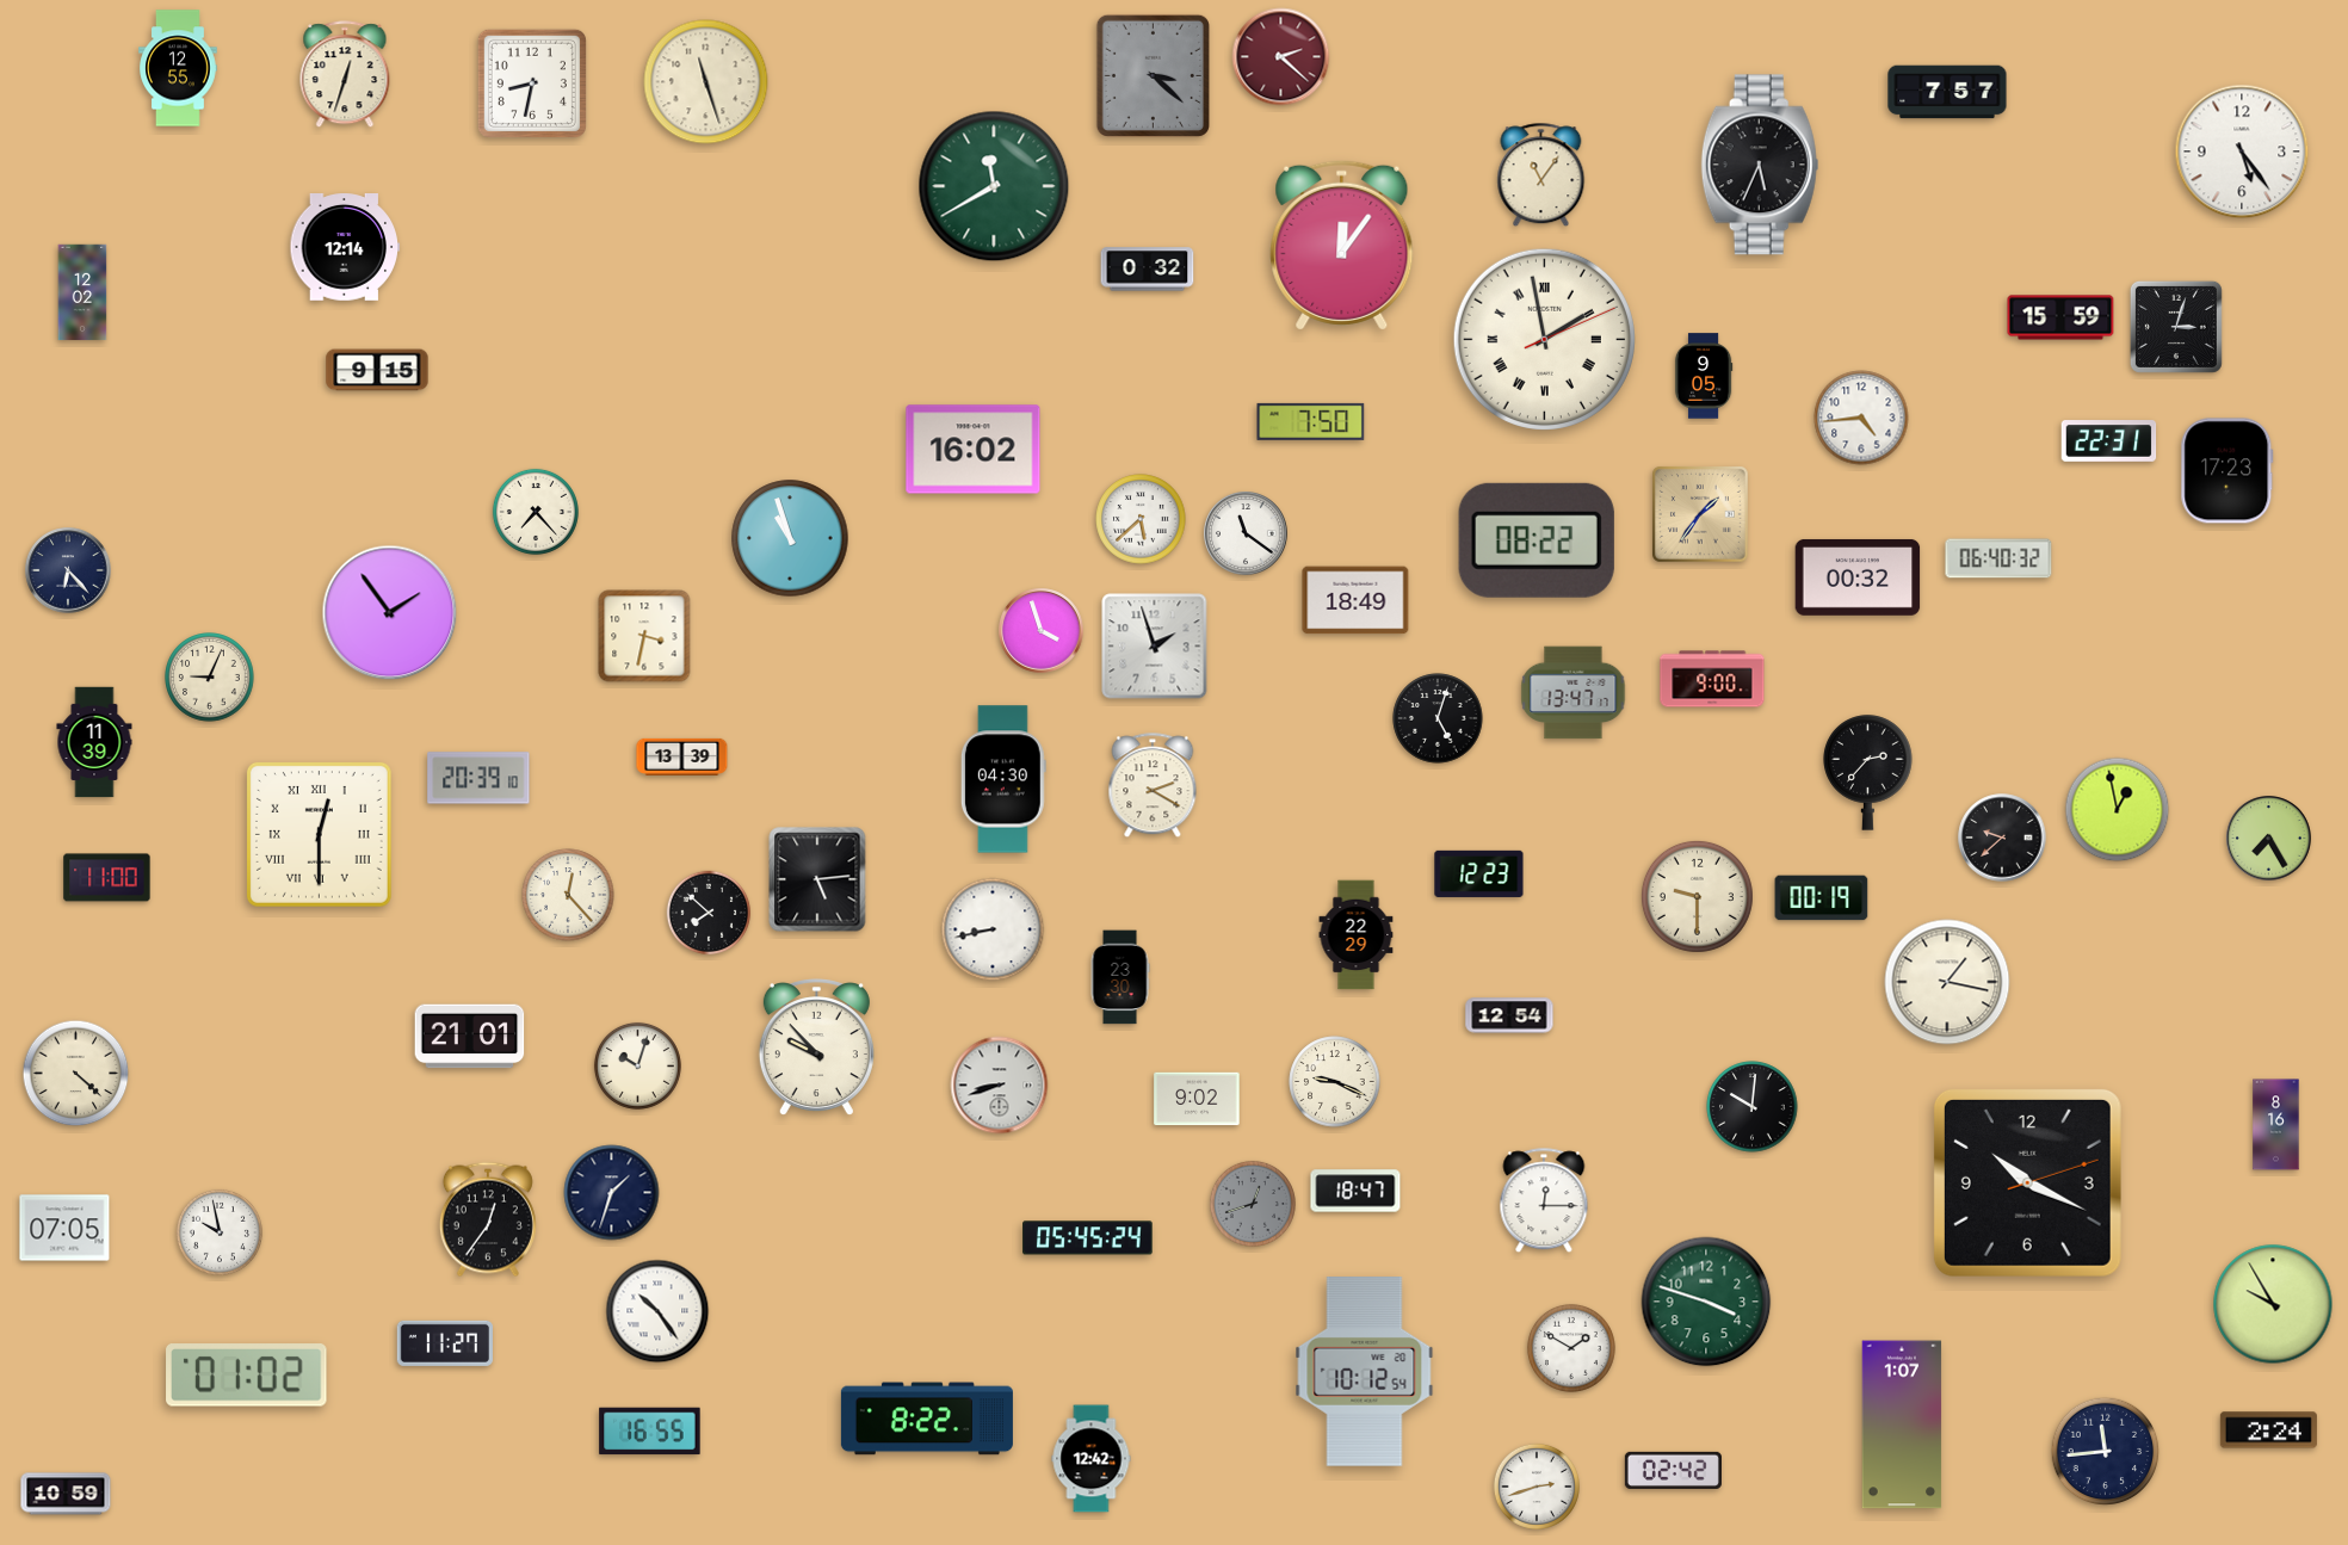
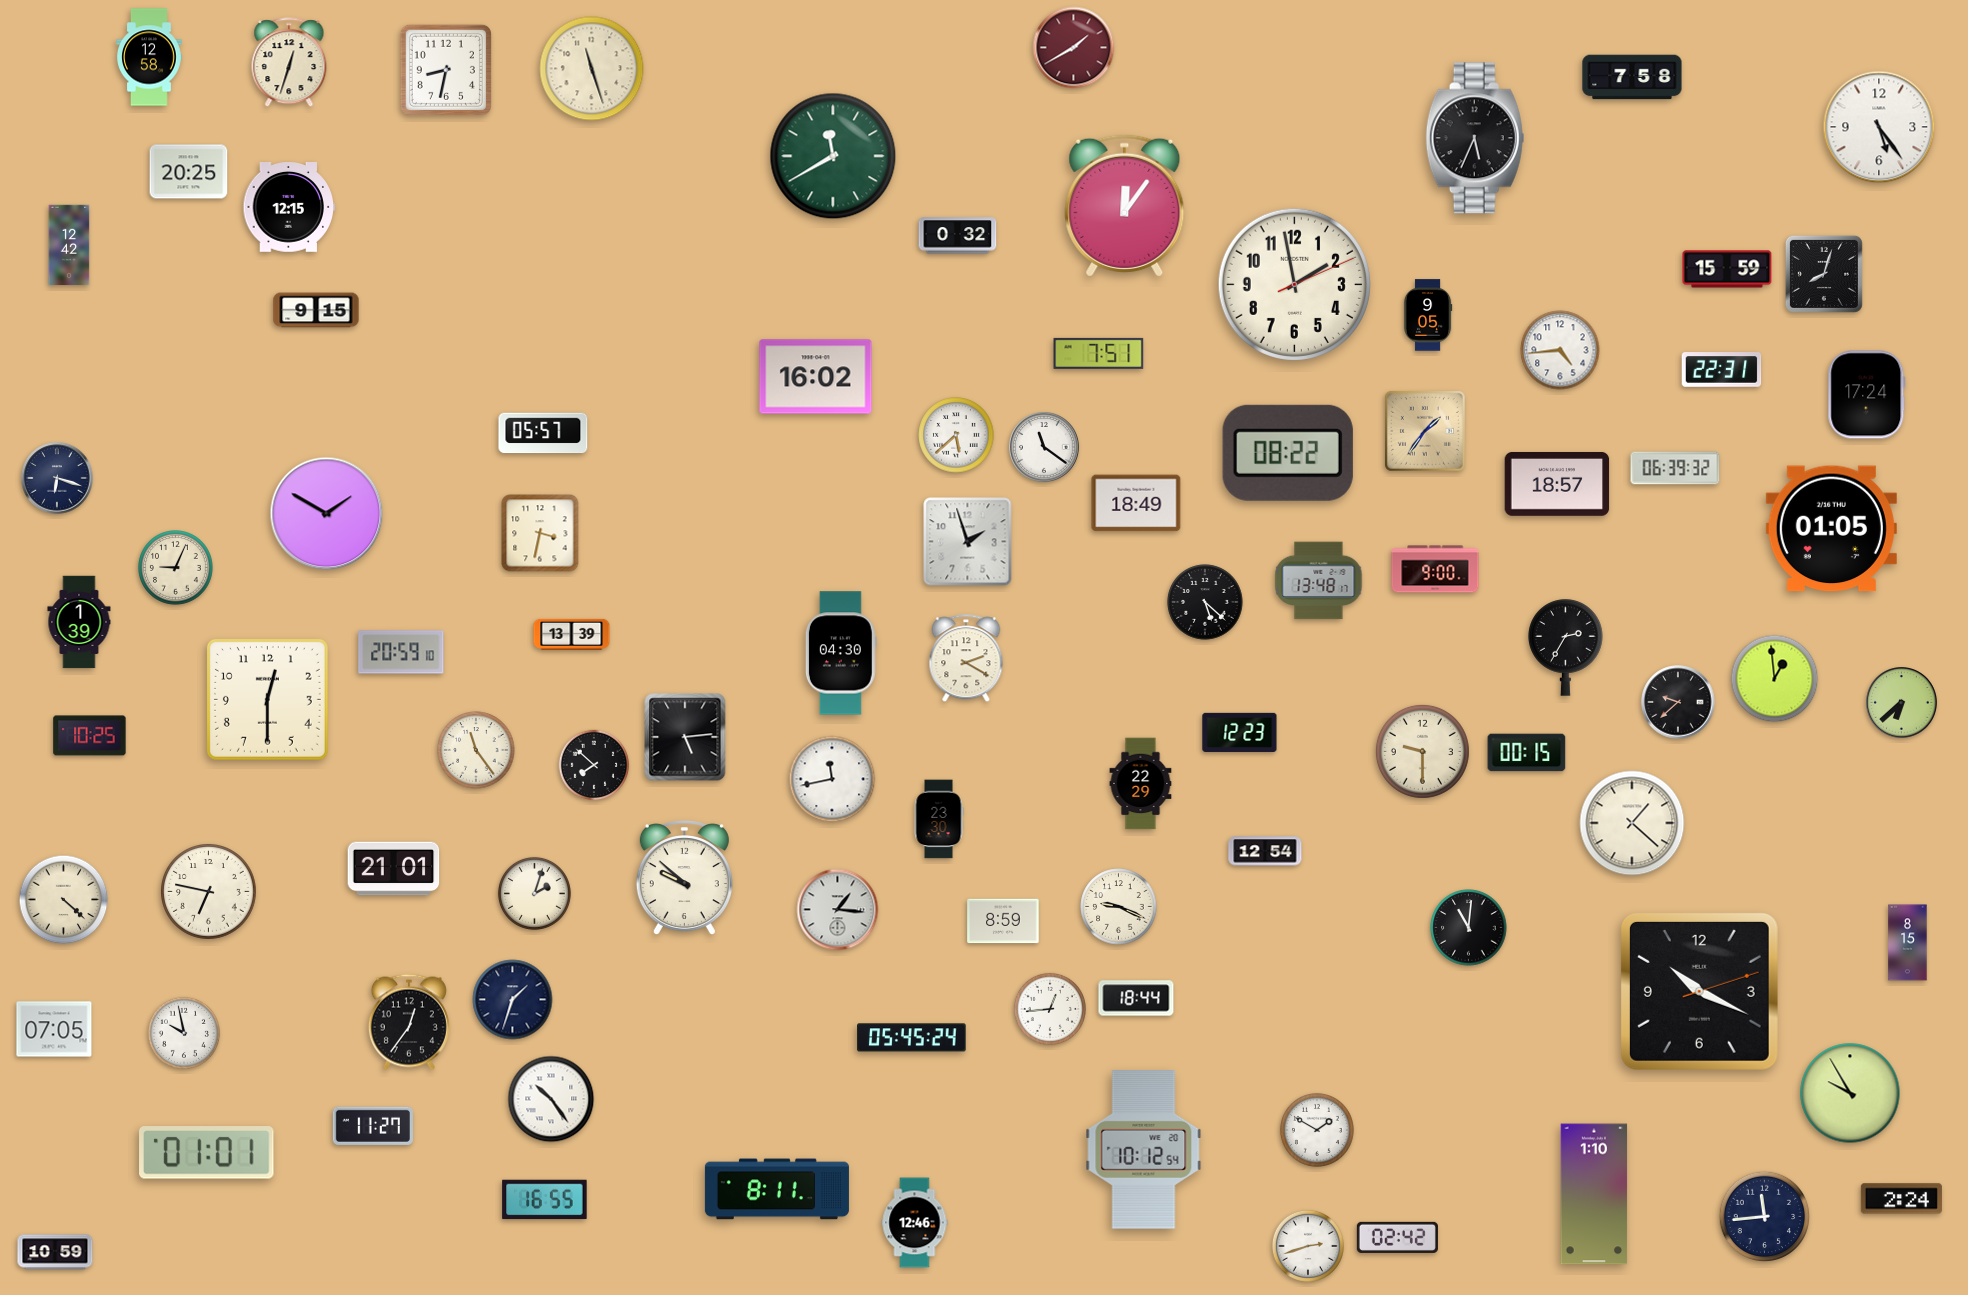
clock at (1281, 57): 2:22 -> 1:40
clock at (178, 68): 12:55 -> 12:58
clock at (1153, 75): 3:22 -> none
clock at (1947, 92): 7:57 -> 7:58
clock at (1541, 175): 11:06 -> none
clock at (189, 172): none -> 20:25
clock at (345, 248): 12:14 -> 12:15
clock at (1148, 270) position: (1148, 270) -> (958, 236)
clock at (82, 292): 12:02 -> 12:42
clock at (2060, 317) position: (2060, 317) -> (1727, 269)
clock at (2176, 327): 3:03 -> 8:03
clock at (1544, 339) numerals: Roman -> Arabic
clock at (1311, 421): 7:50 -> 7:51
clock at (2109, 441) position: (2109, 441) -> (1722, 370)
clock at (2227, 471): 17:23 -> 17:24
clock at (536, 512): 7:23 -> none
clock at (543, 433): none -> 05:57
clock at (790, 538): 10:57 -> none
clock at (1998, 558): 06:40 -> 06:39
clock at (68, 570): 6:23 -> 6:18
clock at (1858, 577): 00:32 -> 18:57
clock at (390, 613): 1:54 -> 1:50
clock at (1042, 631): 3:57 -> none
clock at (1831, 529): none -> 01:05
clock at (1574, 693): 13:47 -> 13:48
clock at (1438, 718): 5:03 -> 5:22
clock at (94, 742): 11:39 -> 1:39
clock at (1868, 773): 2:37 -> 2:35
clock at (478, 778): 20:39 -> 20:59
clock at (2118, 810): 12:58 -> 12:59
clock at (319, 834) numerals: Roman -> Arabic
clock at (2269, 839): 7:25 -> 6:38
clock at (107, 878): 11:00 -> 10:25
clock at (568, 895): 12:23 -> 11:24
clock at (1822, 898): 00:19 -> 00:15
clock at (993, 929): 8:43 -> 11:43
clock at (1357, 935) position: (1357, 935) -> (1141, 784)
clock at (1947, 982): 1:17 -> 1:22
clock at (816, 1047): 9:53 -> 9:52
clock at (209, 892): none -> 6:47
clock at (637, 1065): 10:03 -> 2:03
clock at (1000, 1086): 8:42 -> 1:16
clock at (1197, 1099): 9:02 -> 8:59
clock at (1753, 1107): 10:01 -> 11:01
clock at (2276, 1125): 8:16 -> 8:15
clock at (1355, 1191): 18:47 -> 18:44
clock at (1544, 1201): 12:15 -> none
clock at (1253, 1204): 12:42 -> 12:44
clock at (1253, 1204) dial: grey -> white
clock at (1706, 1302): 3:48 -> none
clock at (2273, 1304) position: (2273, 1304) -> (1850, 1093)
clock at (247, 1376): 01:02 -> 01:01
clock at (927, 1419): 8:22 -> 8:11
clock at (1902, 1425): 1:07 -> 1:10
clock at (1092, 1459): 12:42 -> 12:46
clock at (1673, 1470) position: (1673, 1470) -> (1397, 1237)
clock at (1537, 1487) position: (1537, 1487) -> (1308, 1246)
